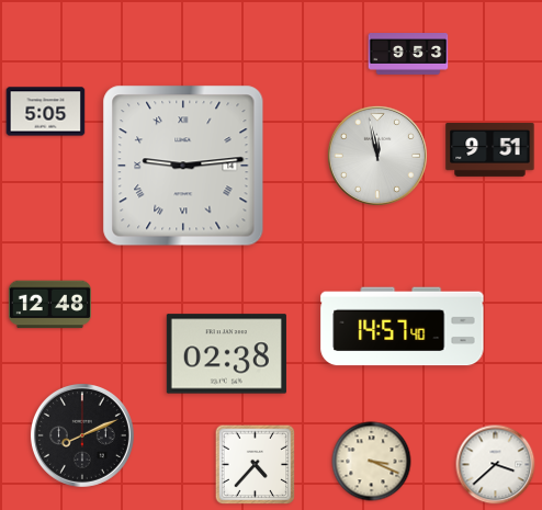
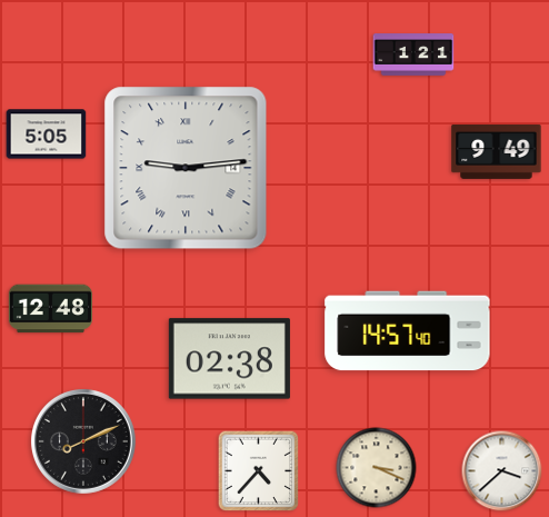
clock at (408, 55): 9:53 -> 1:21
clock at (46, 112) position: (46, 112) -> (47, 135)
clock at (490, 149): 9:51 -> 9:49
clock at (377, 156): 11:58 -> none
